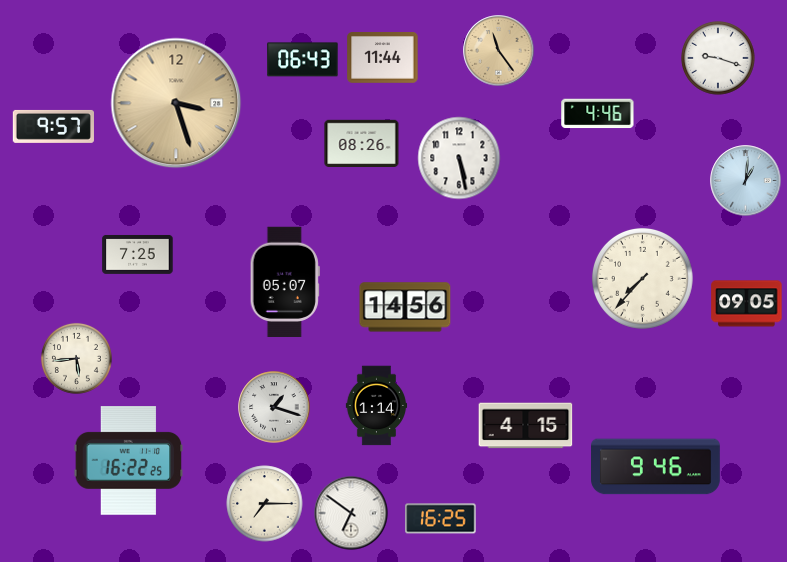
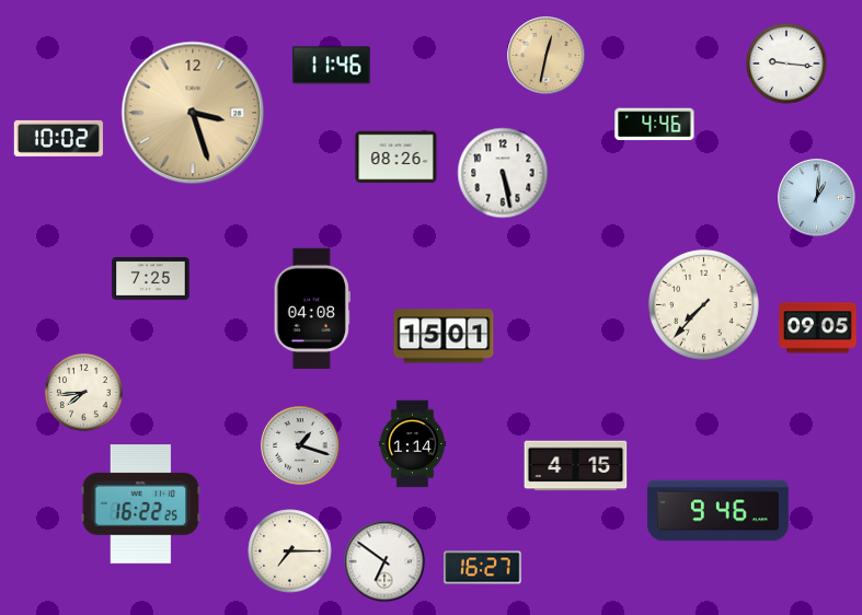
clock at (499, 51): 11:24 -> 12:32
clock at (383, 58): 11:44 -> none
clock at (718, 58): 9:18 -> 9:16
clock at (303, 60): 06:43 -> 11:46
clock at (53, 126): 9:57 -> 10:02
clock at (285, 282): 05:07 -> 04:08
clock at (747, 304) position: (747, 304) -> (818, 328)
clock at (405, 307): 14:56 -> 15:01
clock at (76, 358): 5:44 -> 7:44
clock at (441, 519): 16:25 -> 16:27
